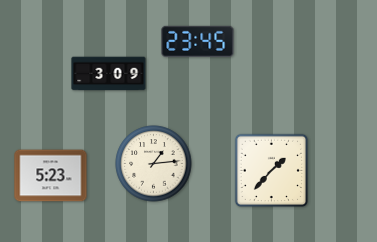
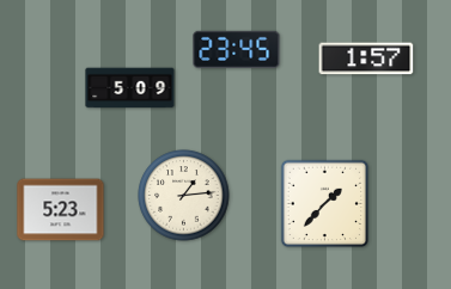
clock at (366, 59): none -> 1:57
clock at (109, 74): 3:09 -> 5:09
